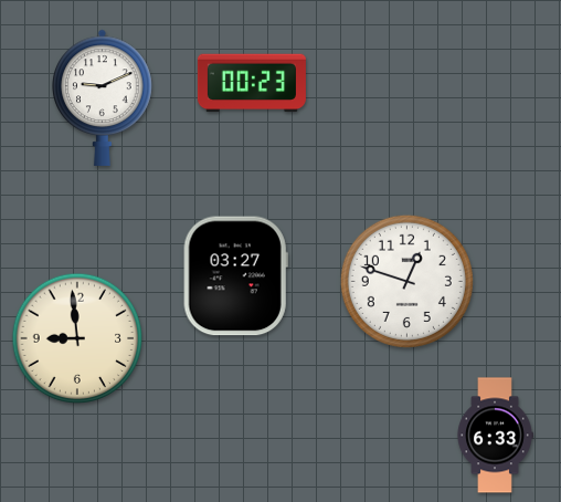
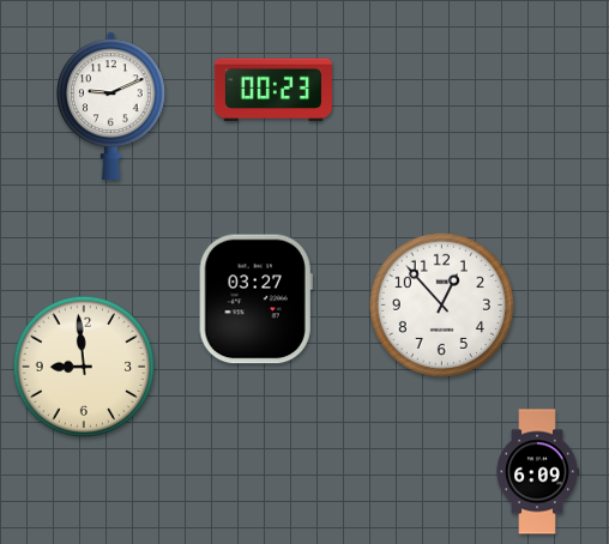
clock at (406, 281): 12:48 -> 12:53
clock at (495, 436): 6:33 -> 6:09
